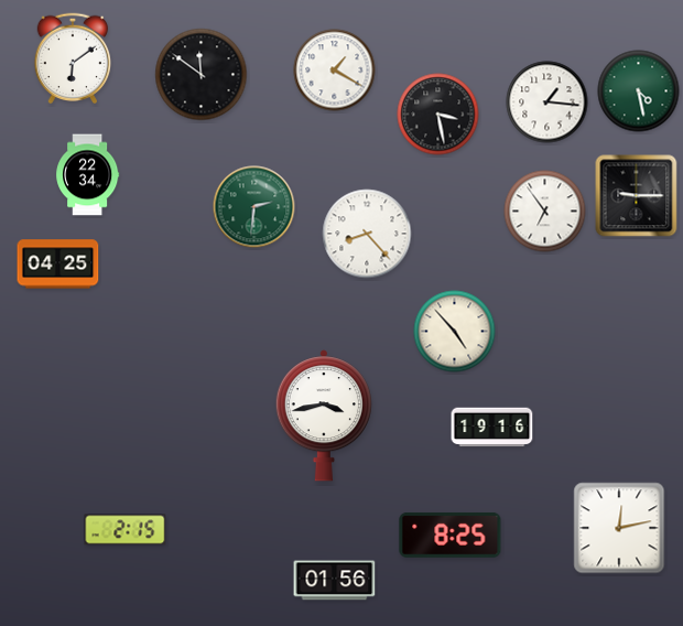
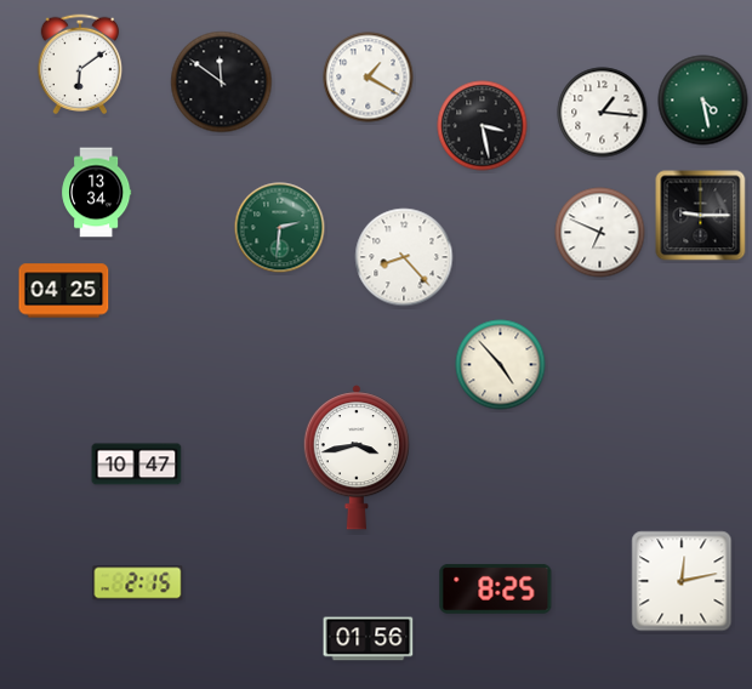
clock at (88, 175): 22:34 -> 13:34
clock at (545, 212): 6:54 -> 6:49
clock at (137, 465): none -> 10:47
clock at (492, 428): 19:16 -> none
